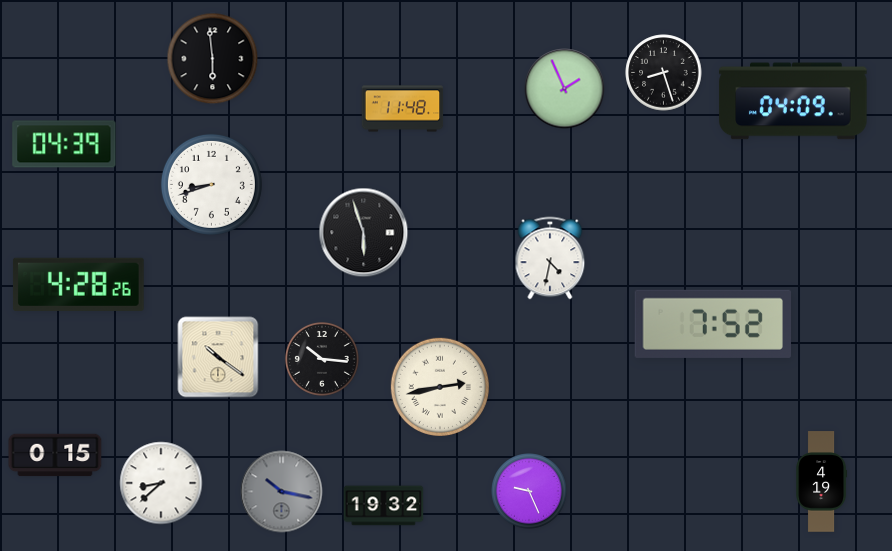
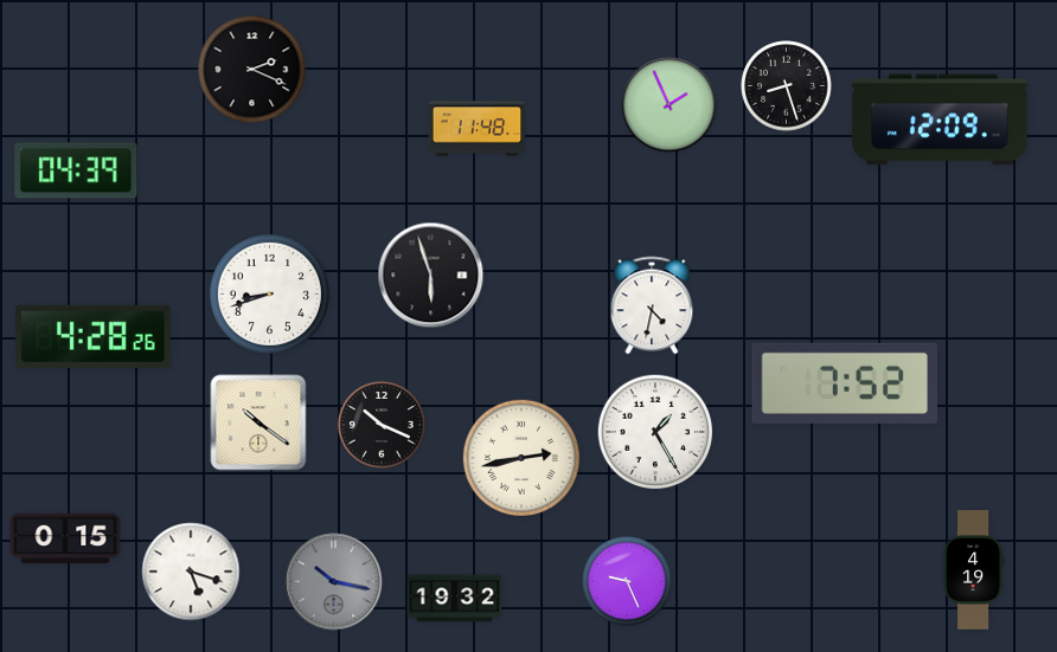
clock at (213, 59): 5:59 -> 2:19
clock at (793, 101): 04:09 -> 12:09
clock at (211, 184) position: (211, 184) -> (269, 293)
clock at (322, 359): 10:16 -> 10:19
clock at (655, 432): none -> 1:25
clock at (161, 483): 8:38 -> 5:18
